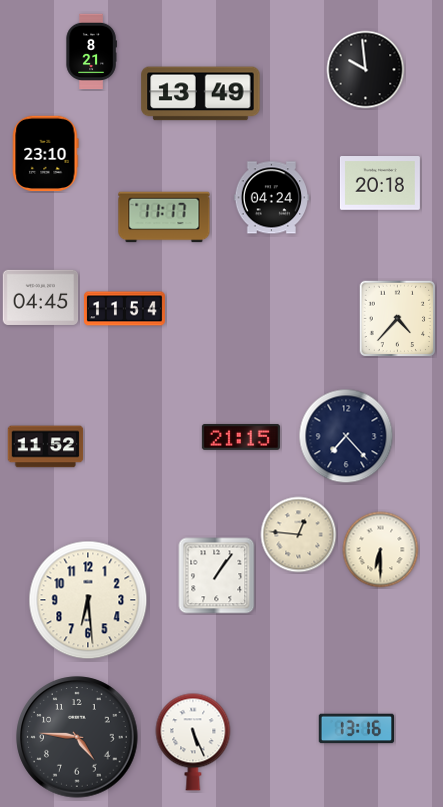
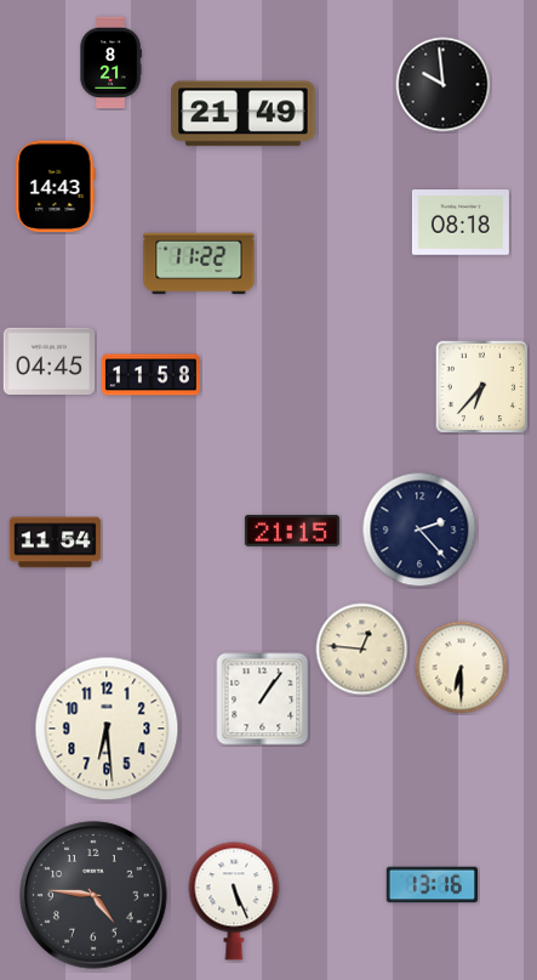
clock at (201, 94): 13:49 -> 21:49
clock at (46, 154): 23:10 -> 14:43
clock at (380, 184): 20:18 -> 08:18
clock at (272, 198): 04:24 -> none
clock at (164, 217): 11:17 -> 11:22
clock at (124, 309): 11:54 -> 11:58
clock at (398, 319): 4:37 -> 6:37
clock at (346, 436): 7:23 -> 2:23
clock at (46, 447): 11:52 -> 11:54
